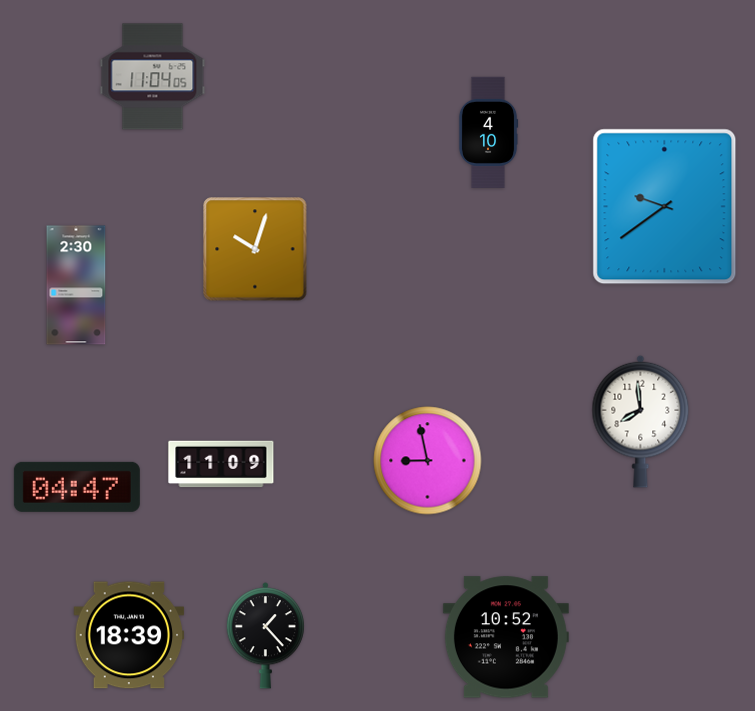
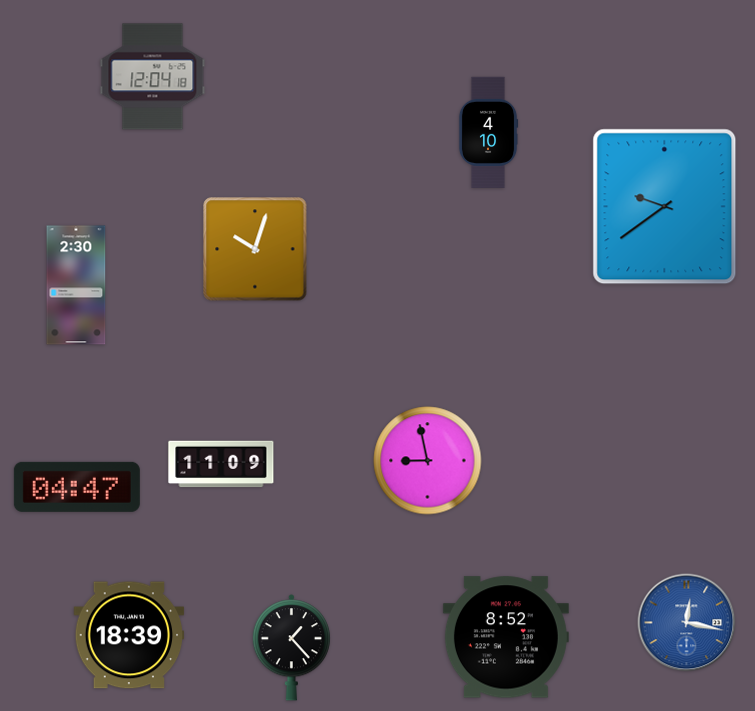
clock at (153, 77): 11:04 -> 12:04
clock at (641, 421): 7:59 -> none
clock at (687, 623): none -> 12:17
clock at (265, 636) position: (265, 636) -> (291, 648)
clock at (506, 637): 10:52 -> 8:52
